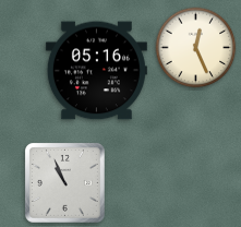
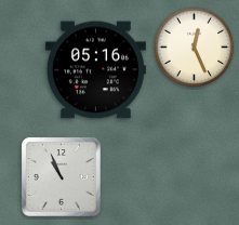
clock at (65, 183) position: (65, 183) -> (62, 177)
